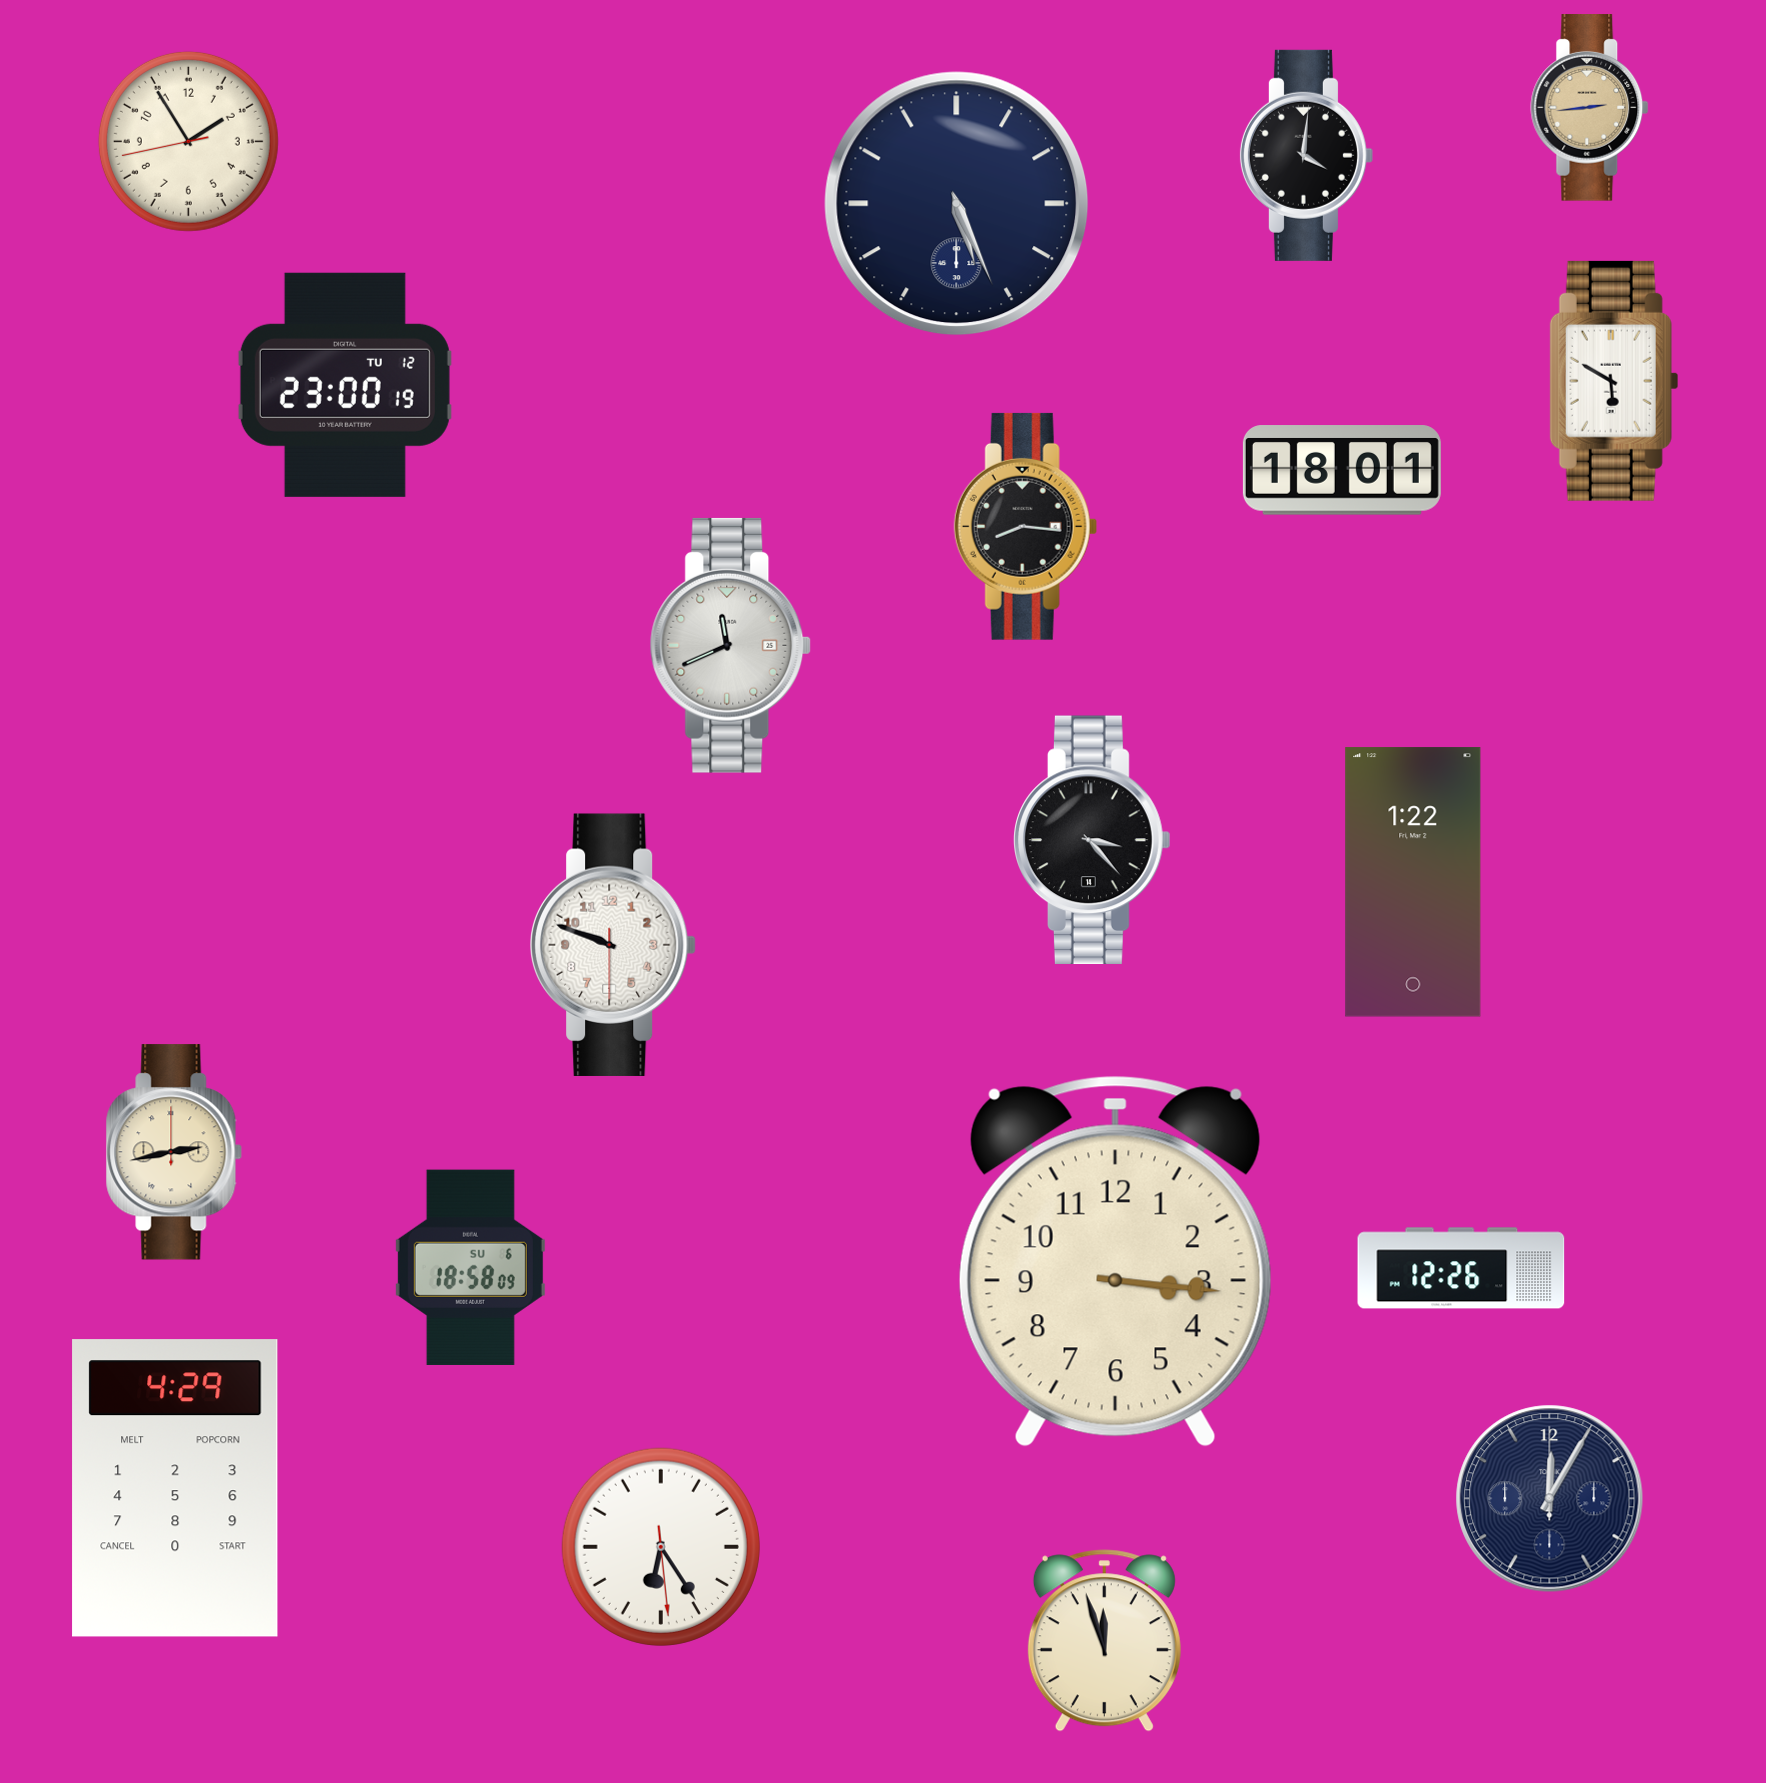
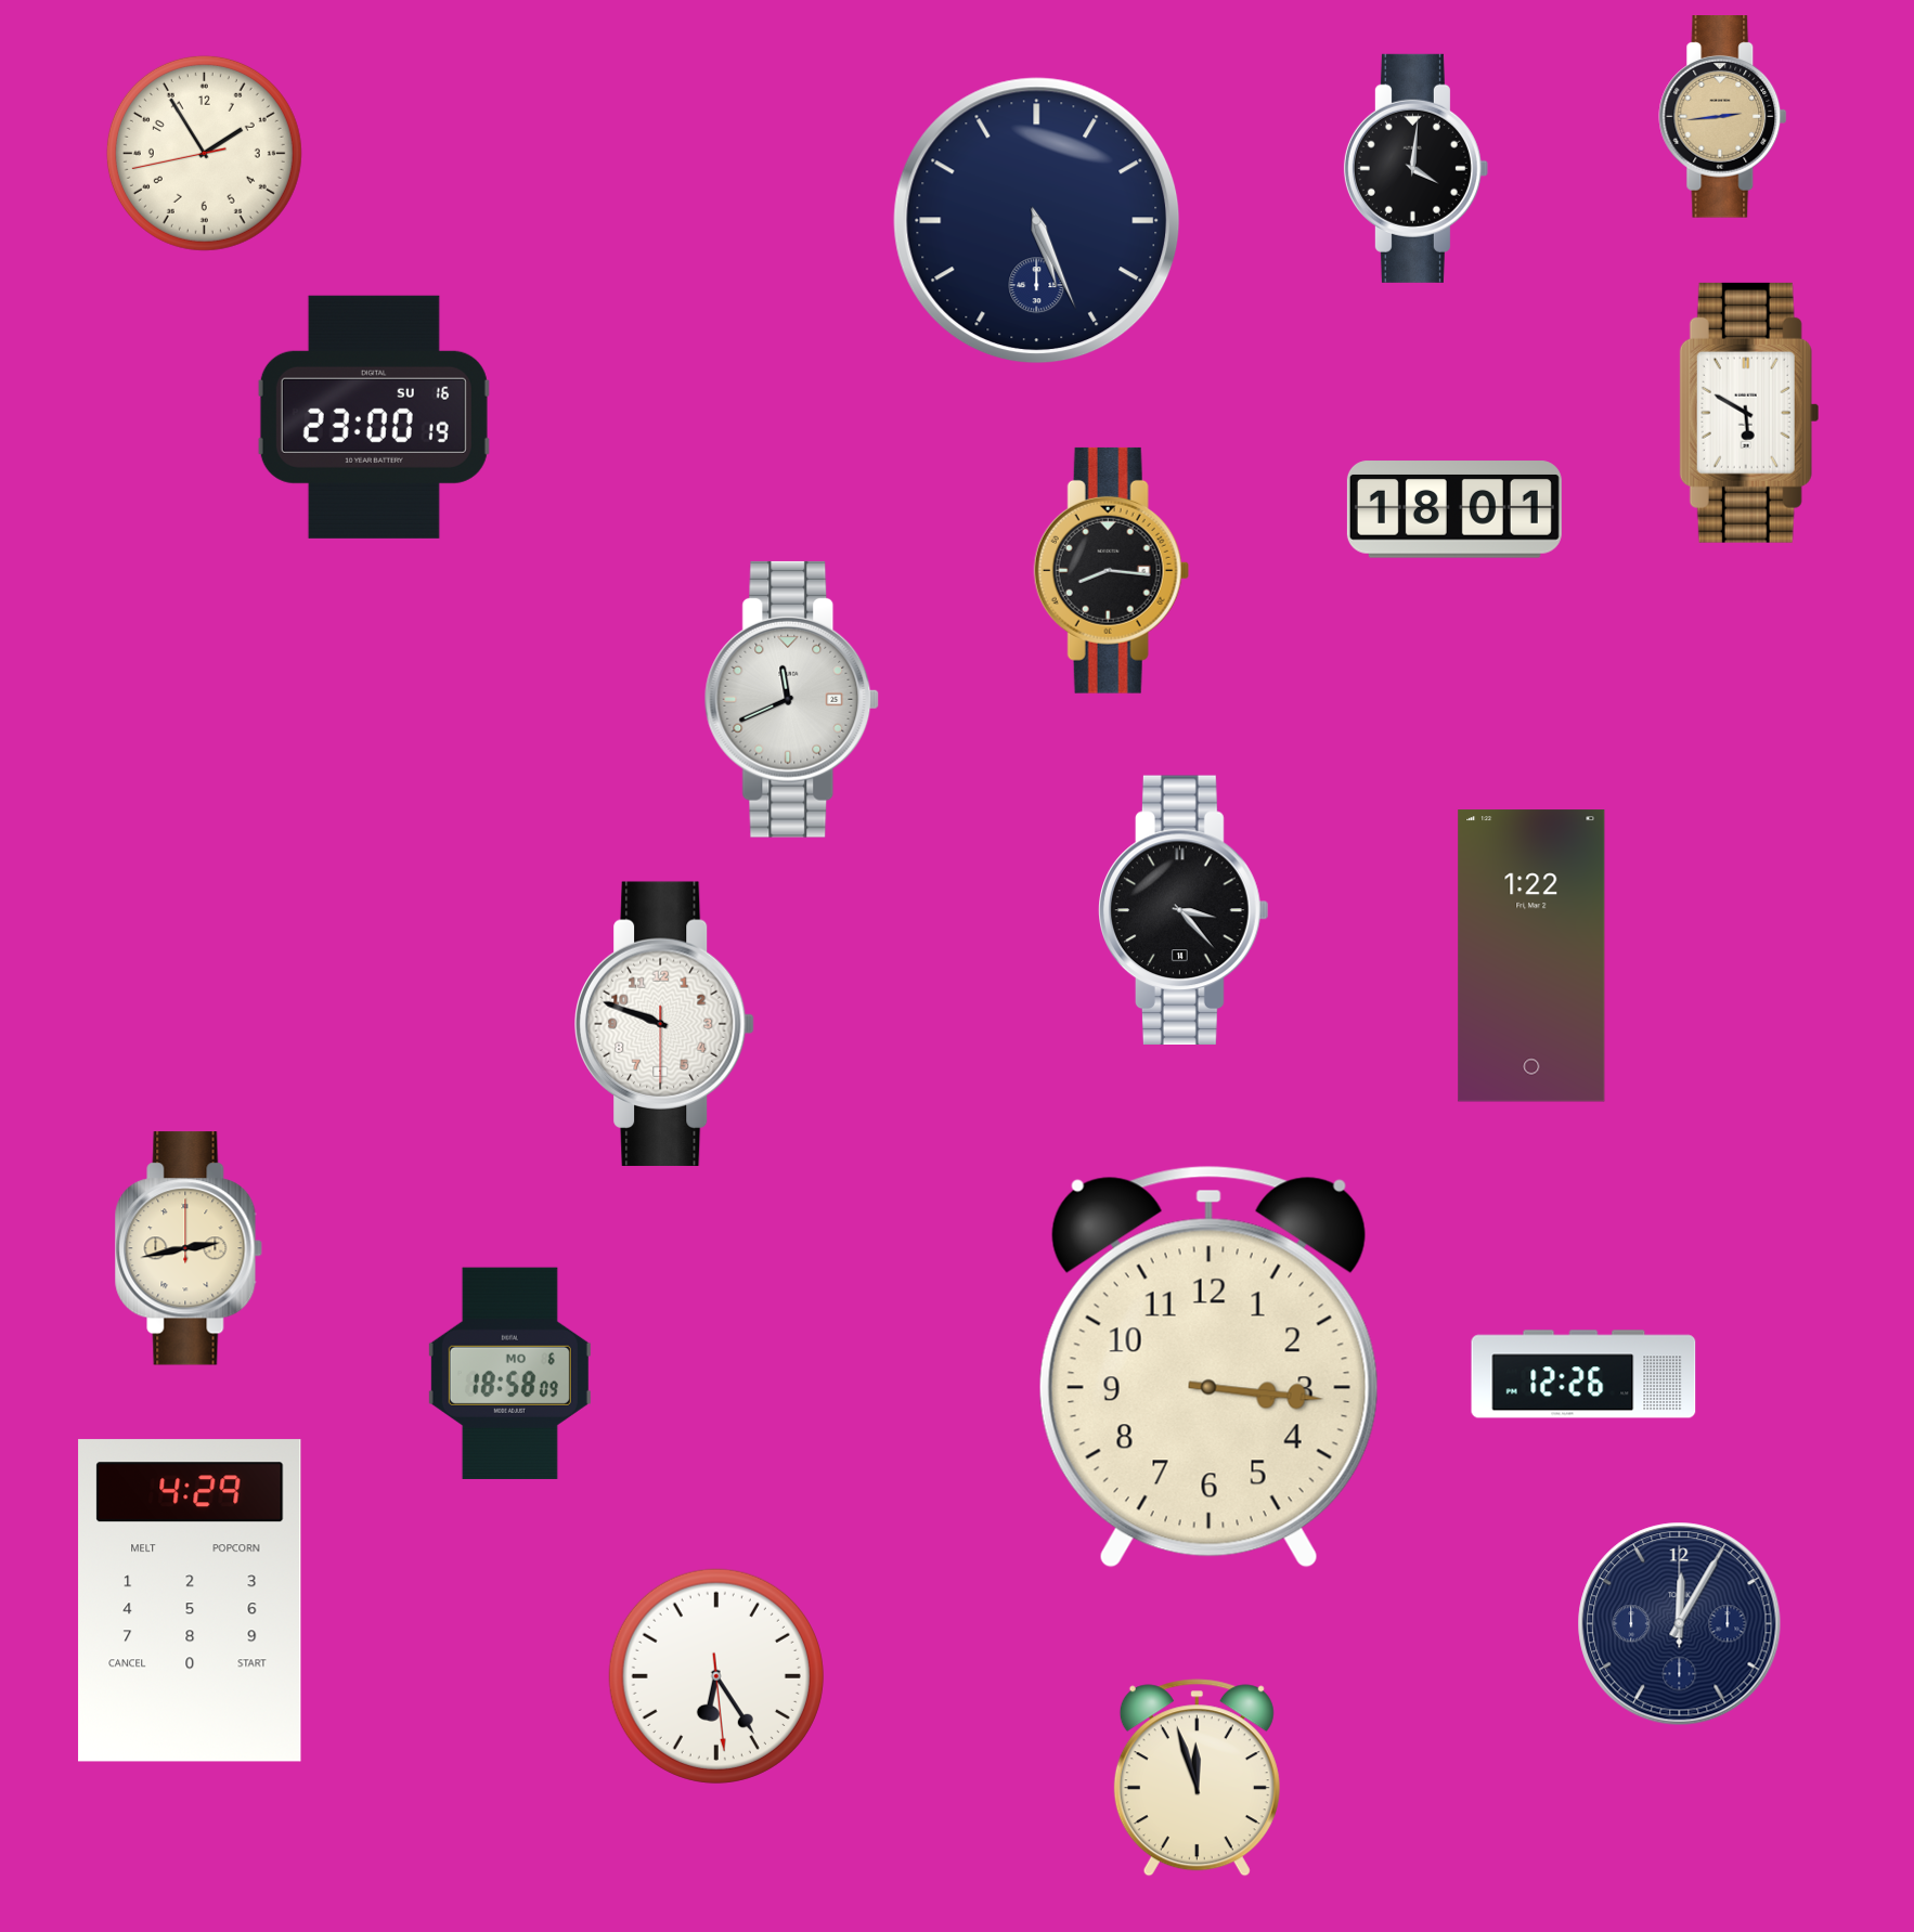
clock at (345, 385) date: TU 12 -> SU 16
clock at (470, 1267) date: SU 6 -> MO 6
clock at (175, 1488) position: (175, 1488) -> (190, 1600)
